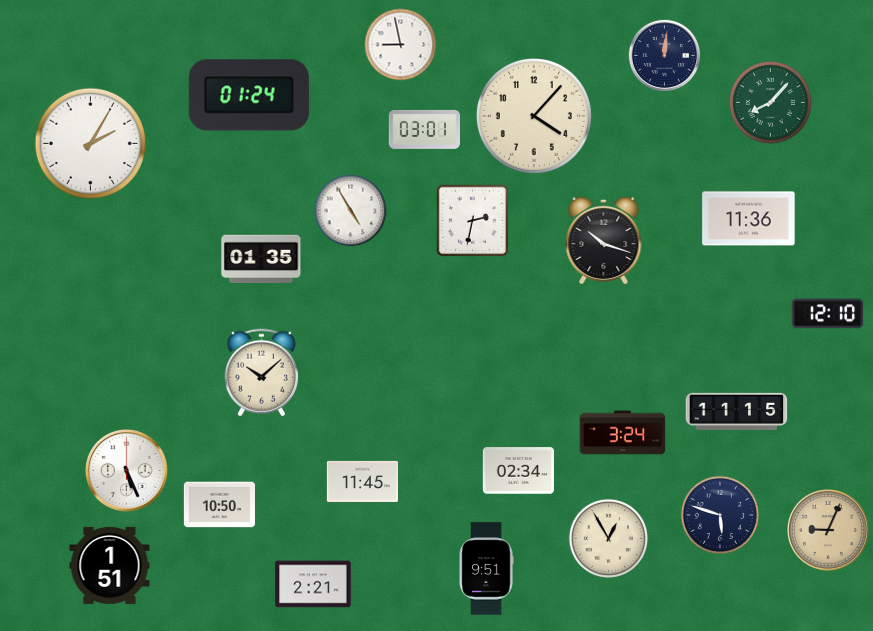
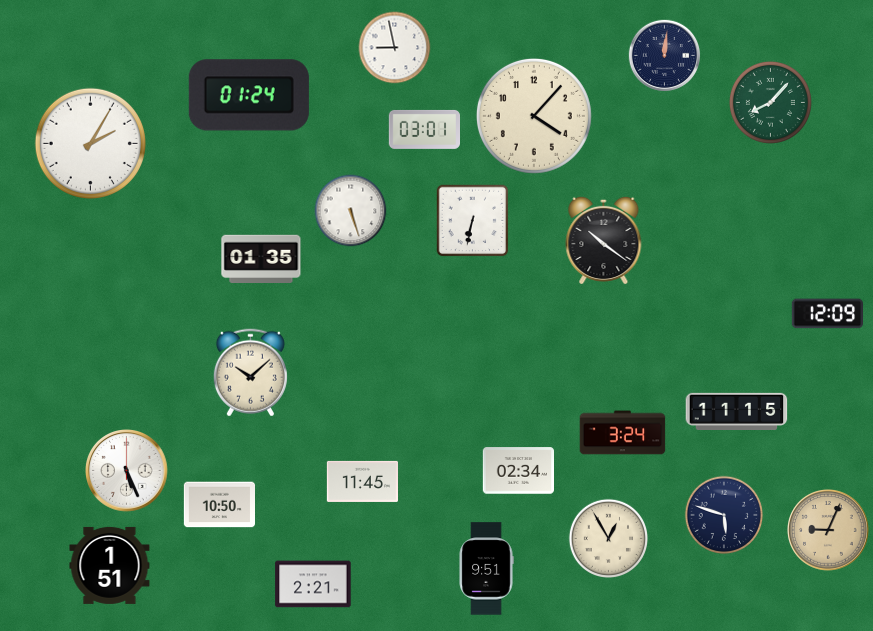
clock at (401, 45) position: (401, 45) -> (395, 48)
clock at (351, 211): 4:55 -> 5:27
clock at (749, 219): 11:36 -> none
clock at (473, 221): 2:32 -> 6:32
clock at (604, 239): 10:18 -> 10:21
clock at (827, 314): 12:10 -> 12:09
clock at (261, 373) position: (261, 373) -> (250, 373)
clock at (720, 515) position: (720, 515) -> (724, 515)
